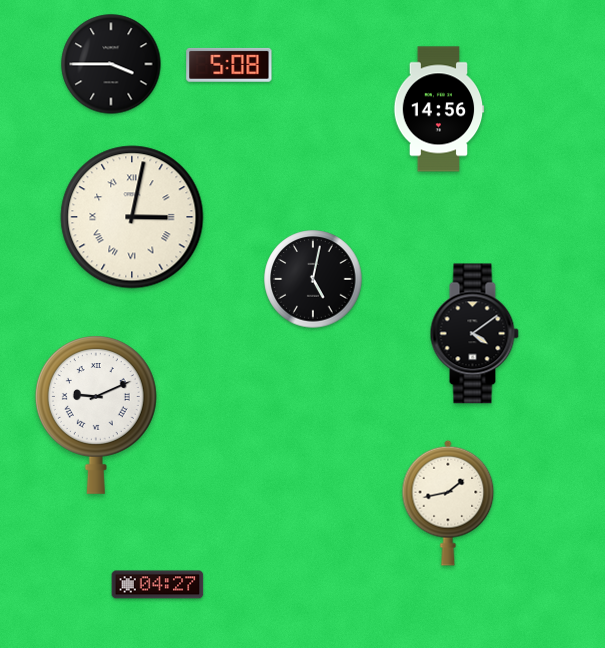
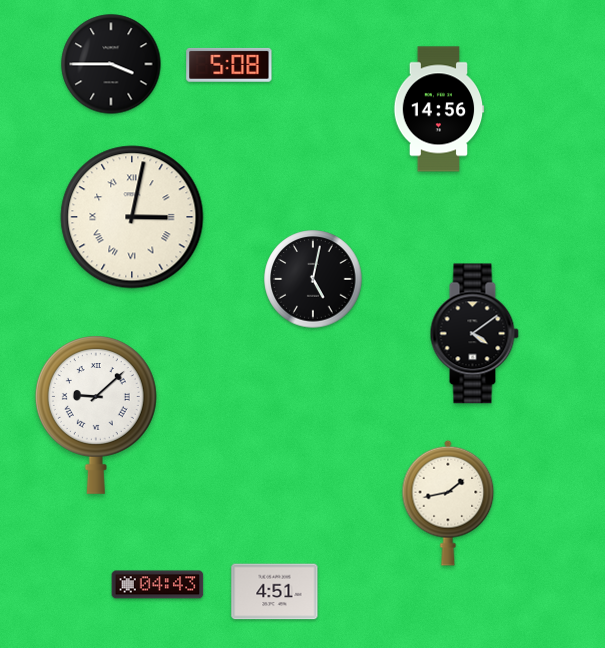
clock at (96, 415): 9:11 -> 9:08
clock at (158, 585): 04:27 -> 04:43
clock at (275, 592): none -> 4:51
